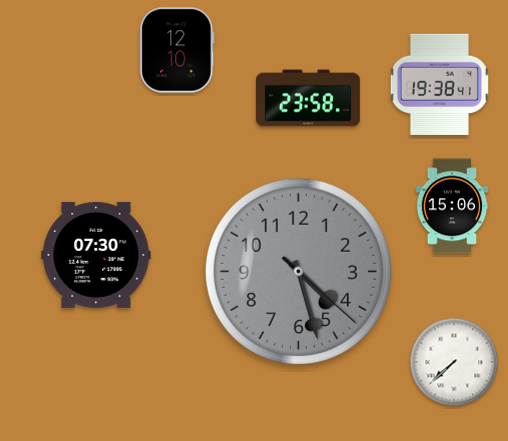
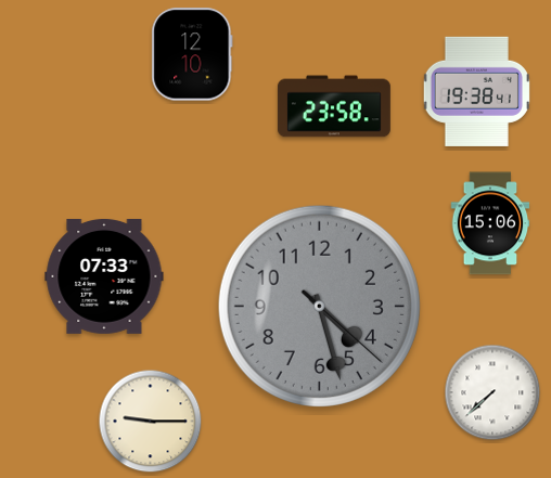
clock at (96, 255): 07:30 -> 07:33
clock at (298, 271) position: (298, 271) -> (319, 306)
clock at (151, 422): none -> 9:15
